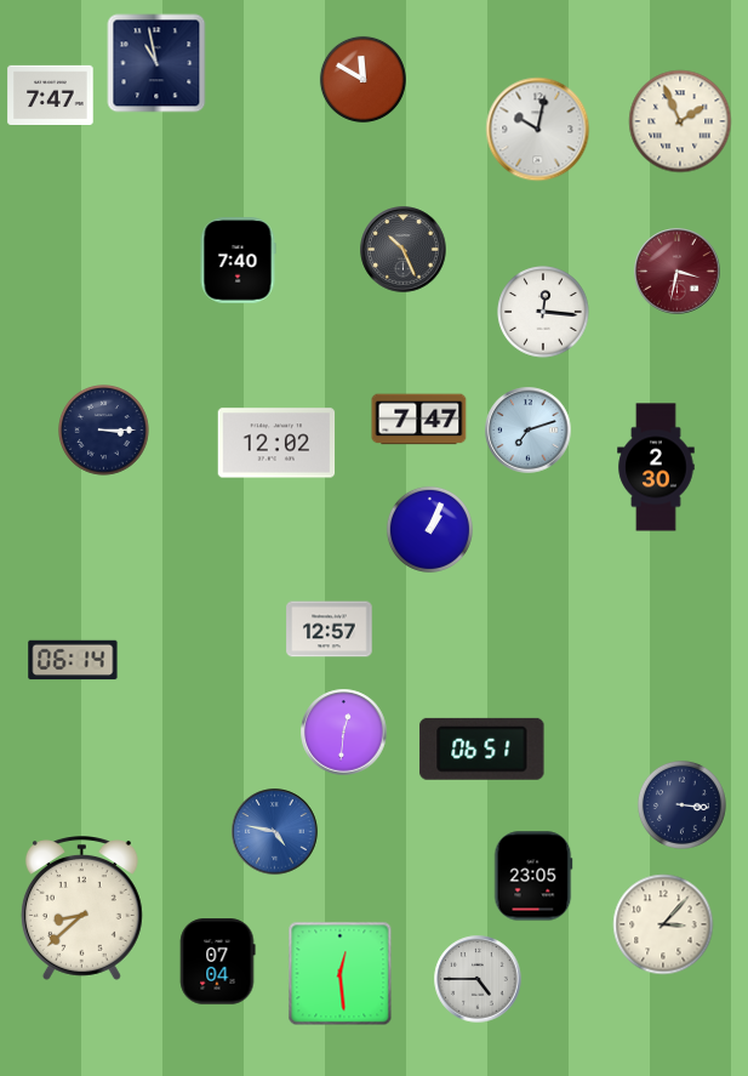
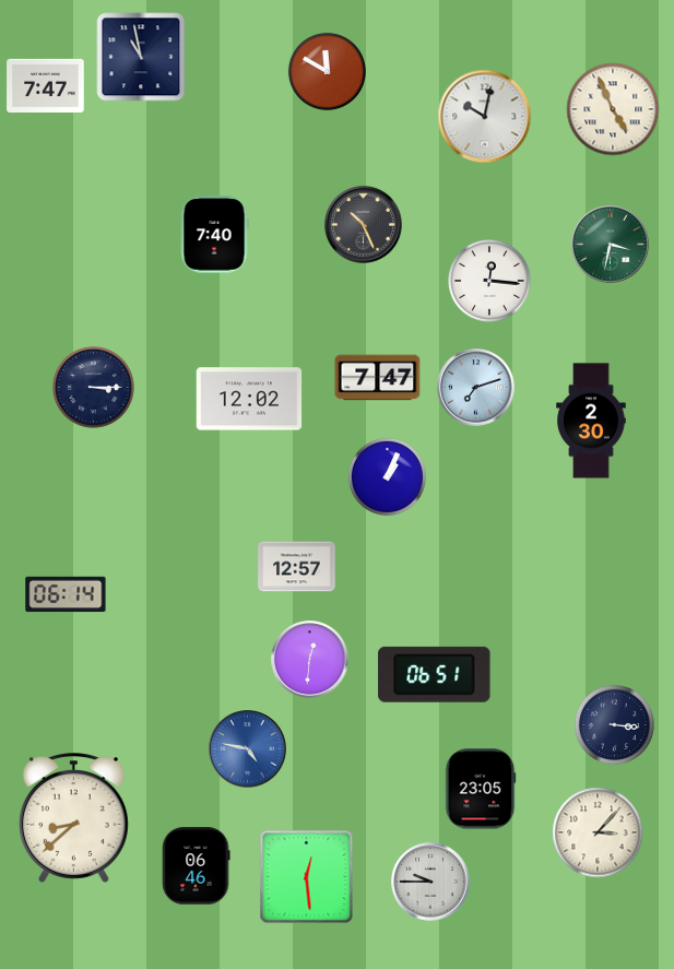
clock at (680, 121): 1:56 -> 4:56
clock at (678, 272) dial: burgundy -> green
clock at (218, 962): 07:04 -> 06:46
clock at (478, 979): 4:45 -> 9:45
